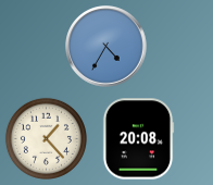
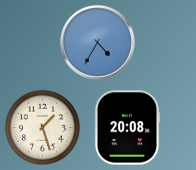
clock at (46, 138): 1:23 -> 1:27
